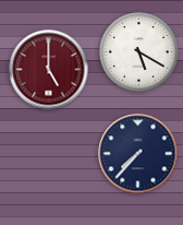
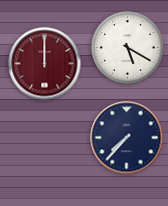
clock at (49, 70): 5:00 -> 12:00
clock at (138, 154) position: (138, 154) -> (127, 138)
